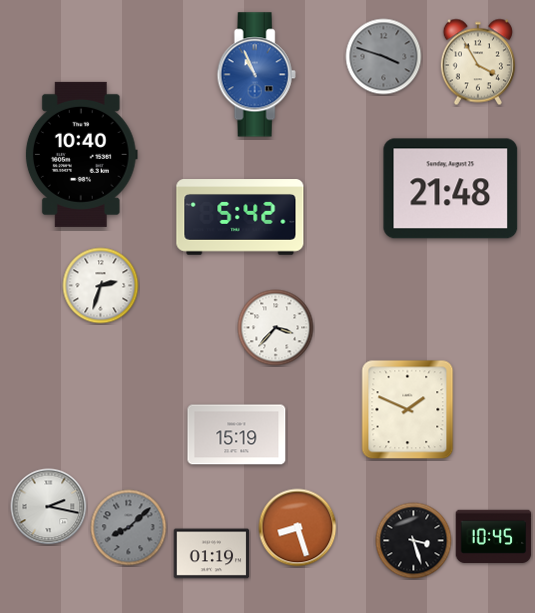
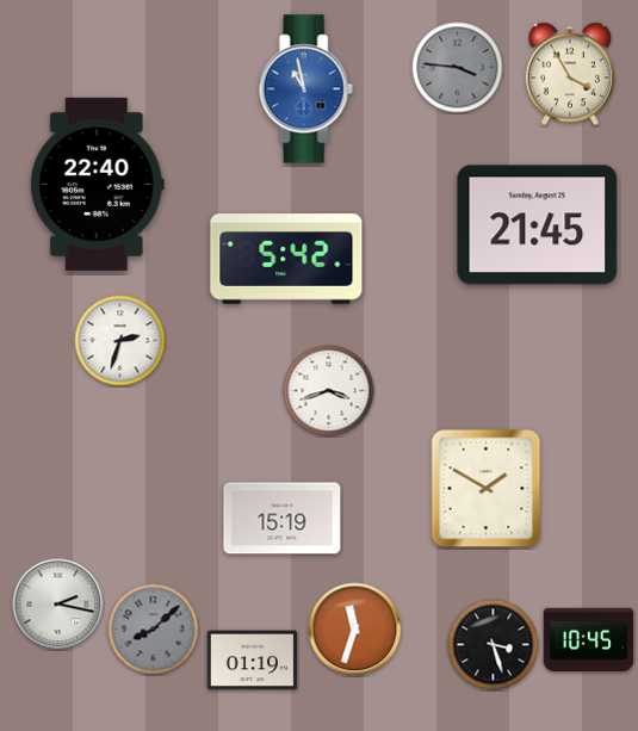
clock at (384, 57): 3:48 -> 3:46
clock at (256, 75): 10:56 -> 10:58
clock at (81, 154): 10:40 -> 22:40
clock at (451, 189): 21:48 -> 21:45
clock at (276, 328): 3:37 -> 3:42
clock at (408, 410): 1:49 -> 1:50
clock at (298, 528): 8:27 -> 11:33
